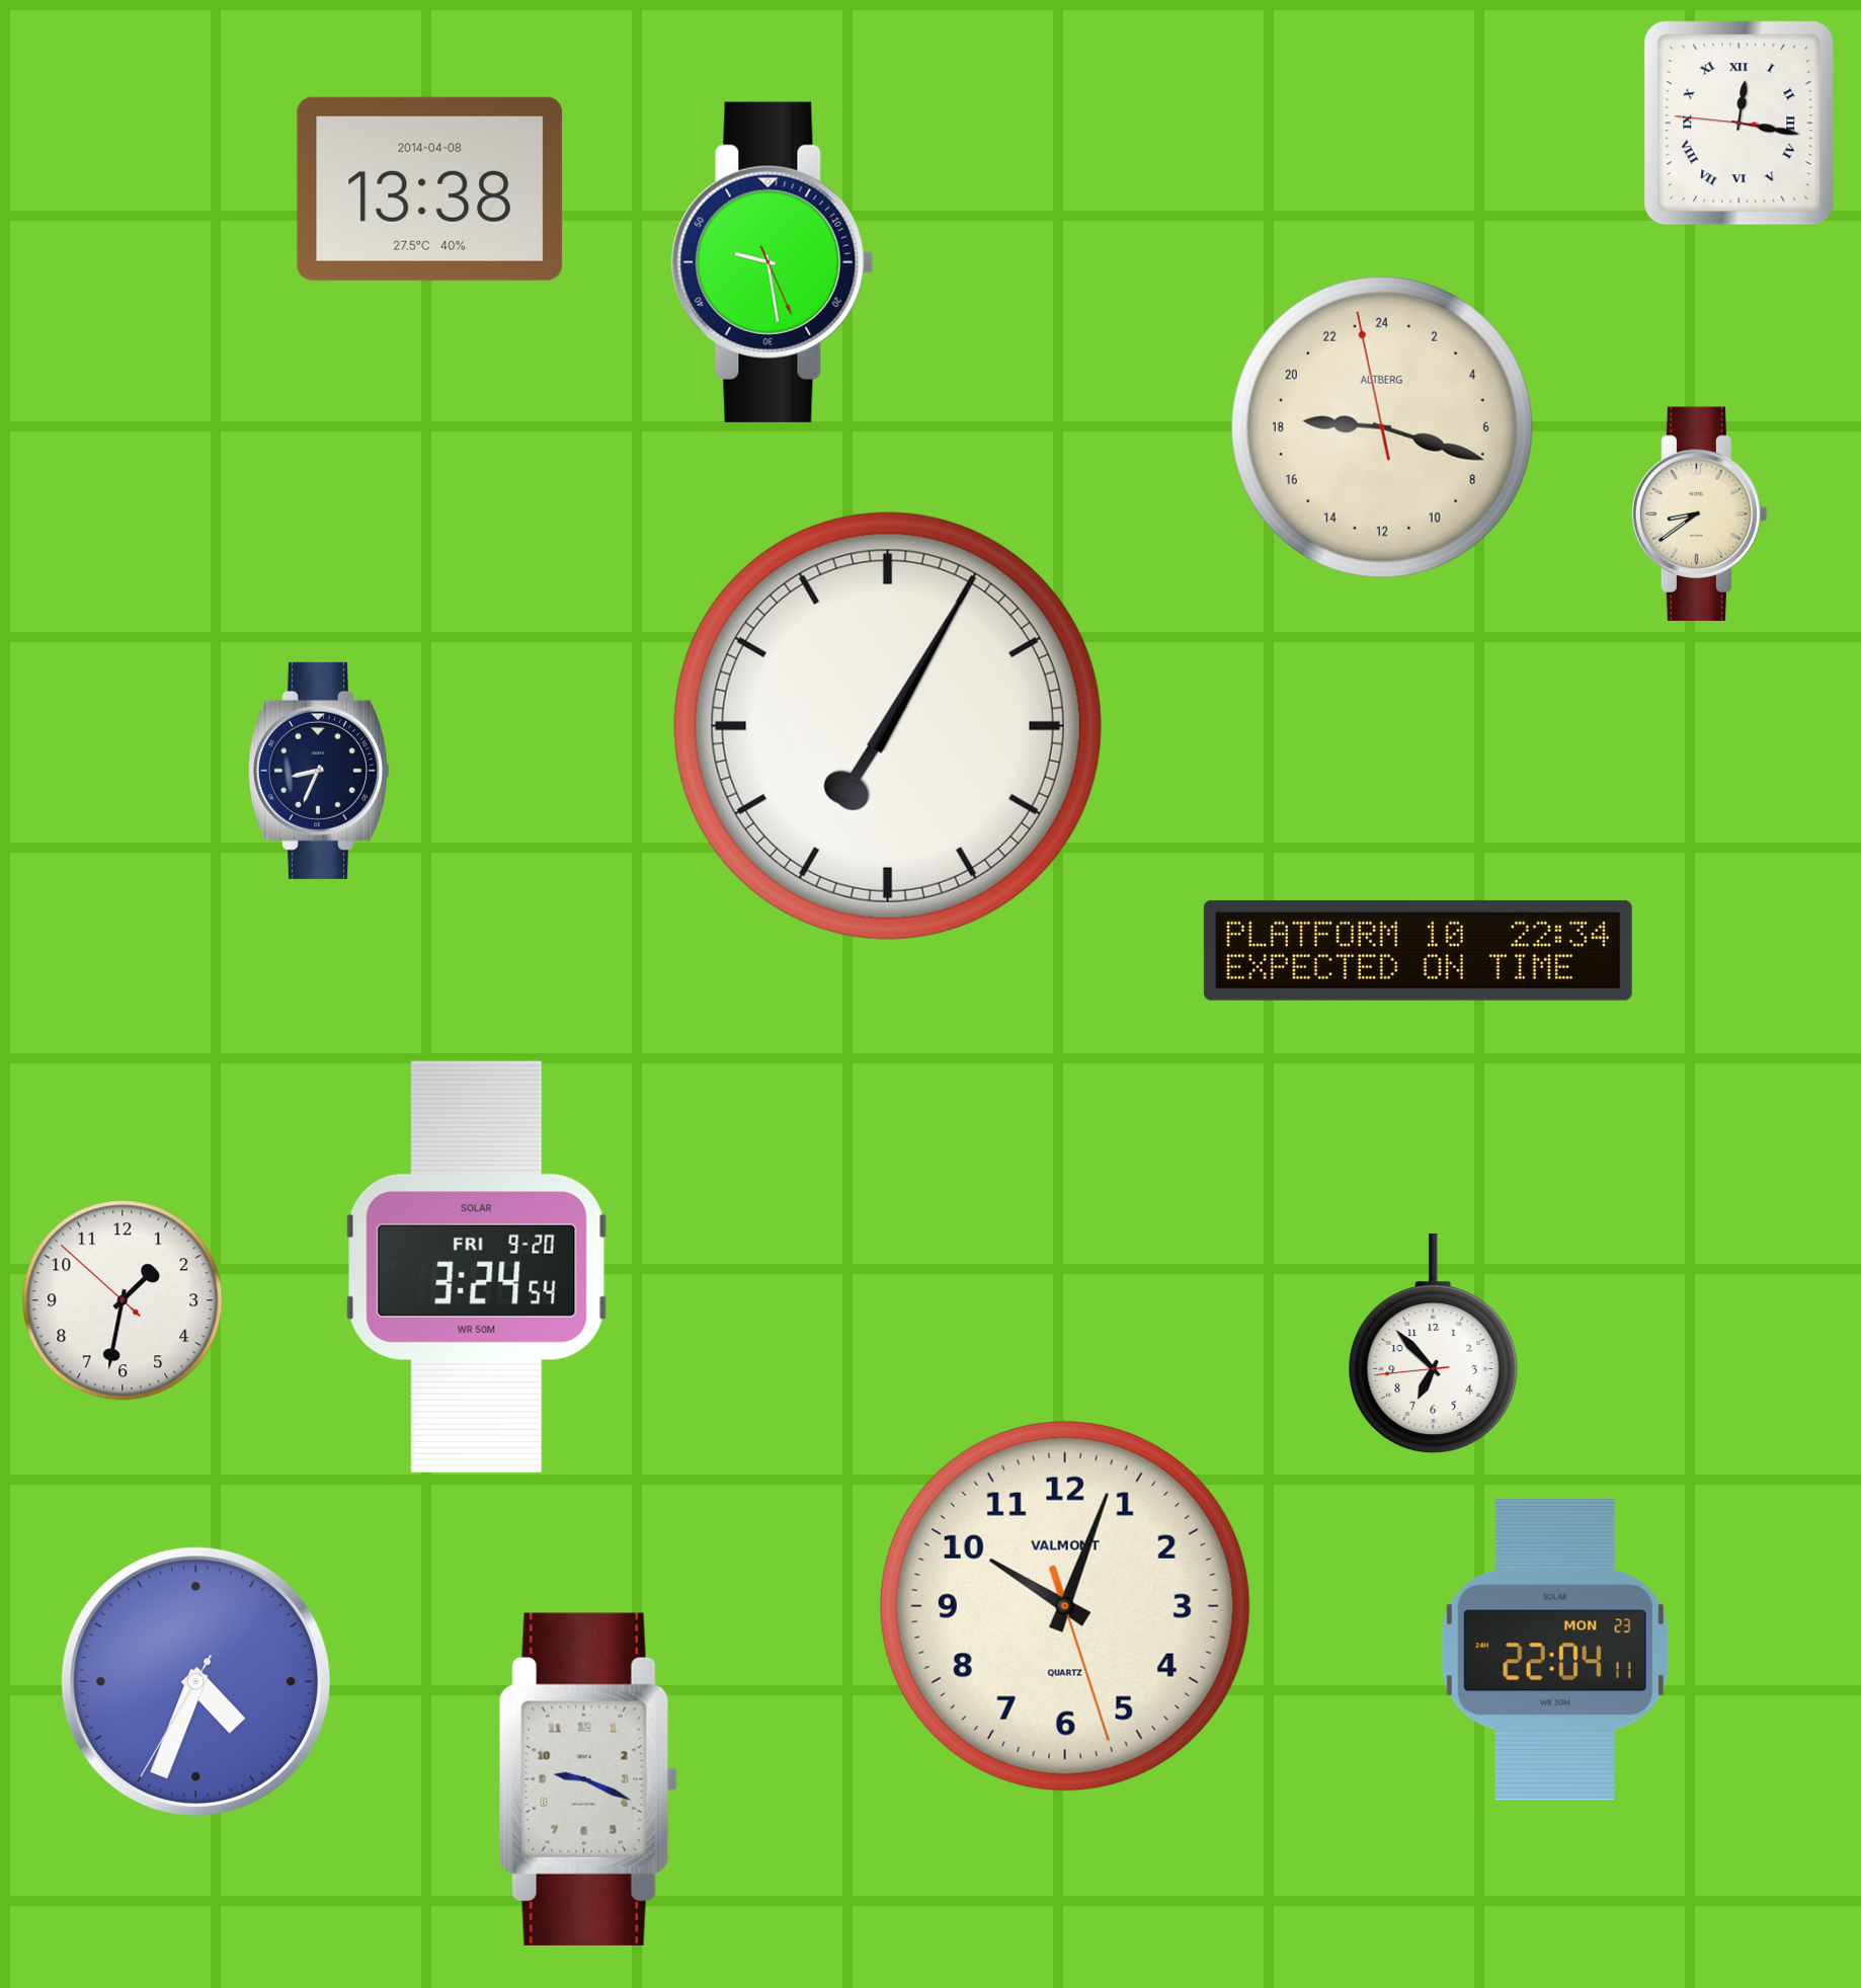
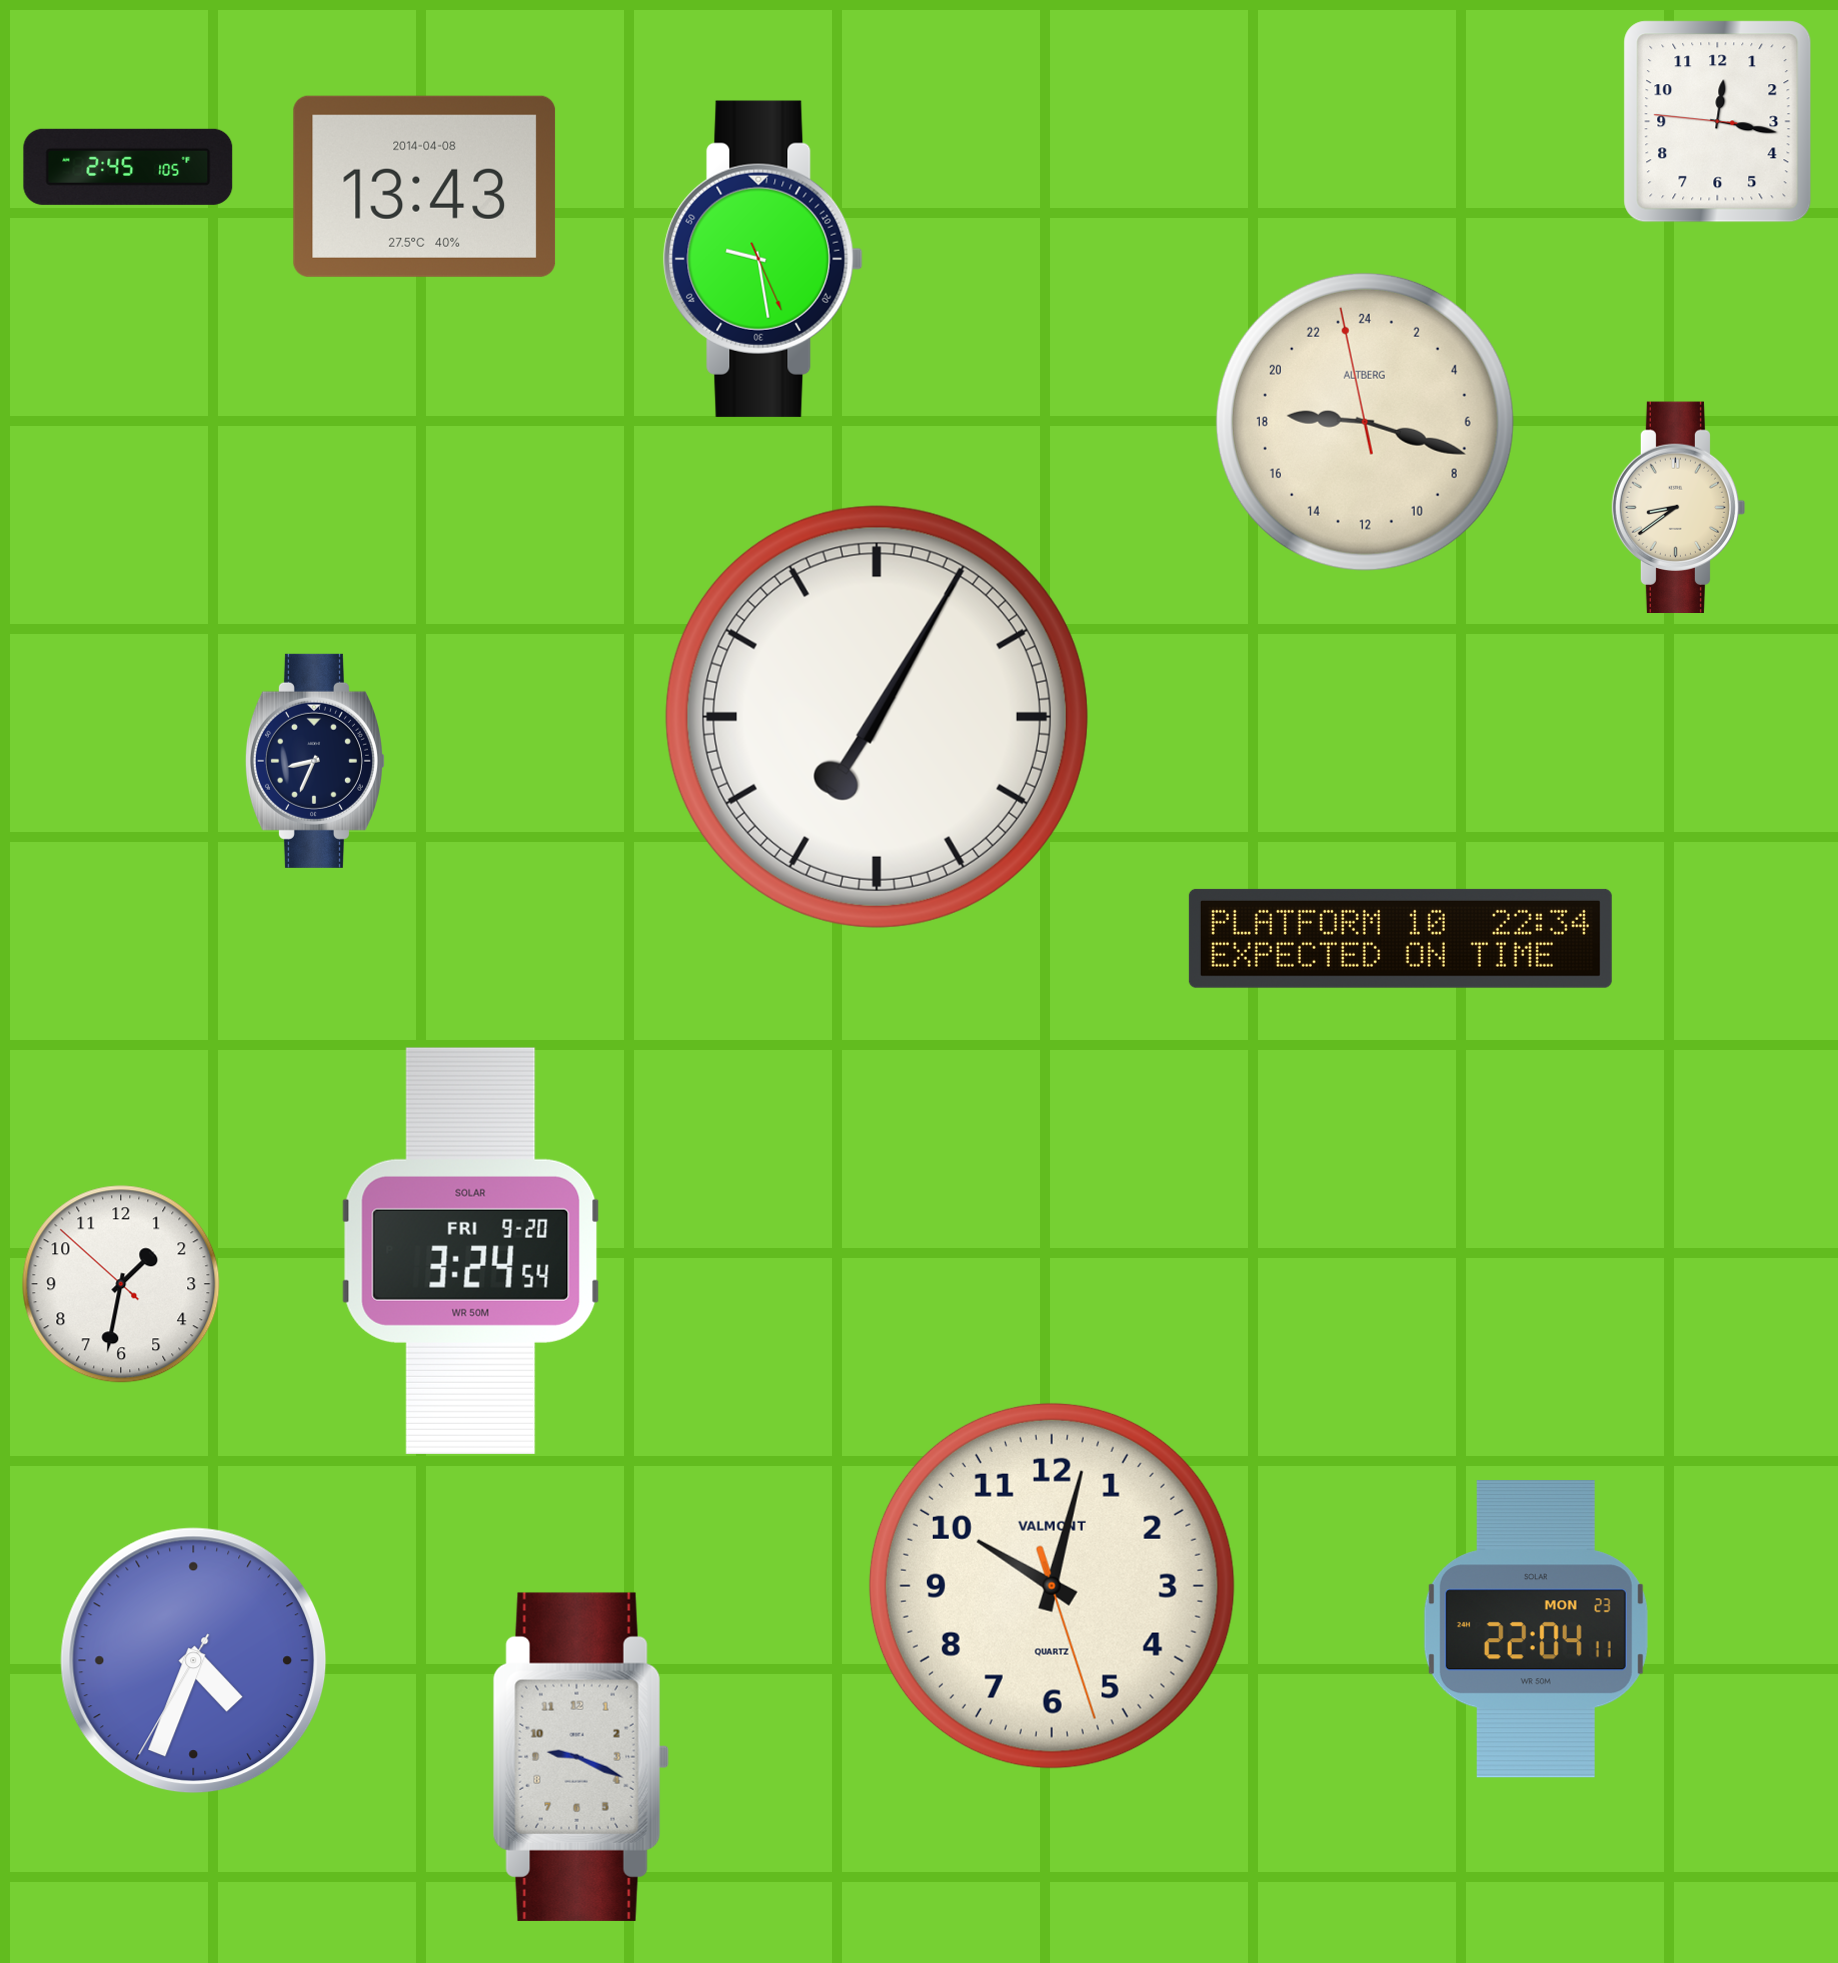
clock at (1739, 124) numerals: Roman -> Arabic
clock at (128, 167): none -> 2:45
clock at (430, 188): 13:38 -> 13:43
clock at (1434, 1344): 6:52 -> none
clock at (1065, 1606): 10:03 -> 10:02
